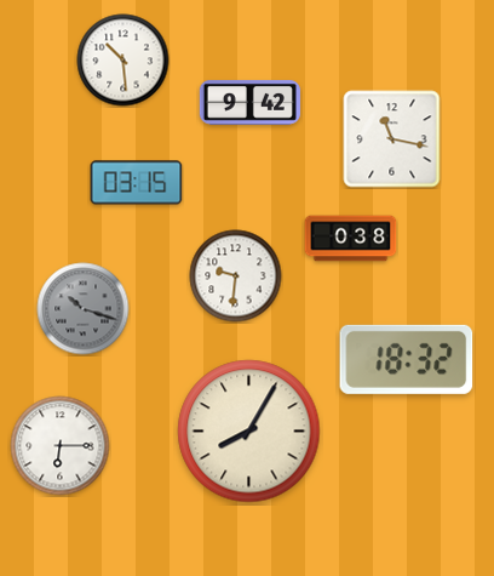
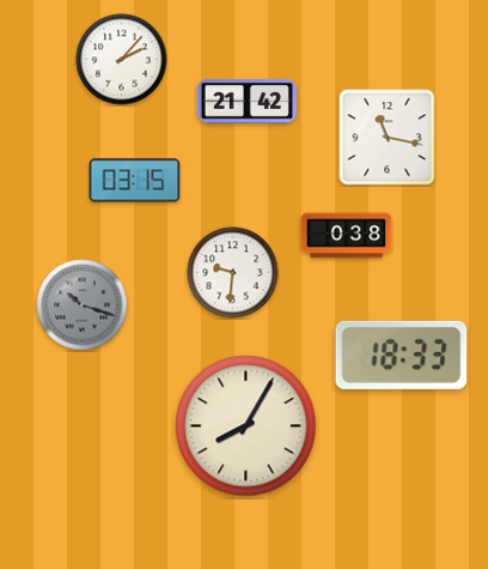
clock at (123, 61): 10:29 -> 2:07
clock at (249, 103): 9:42 -> 21:42
clock at (407, 359): 18:32 -> 18:33
clock at (61, 446): 6:15 -> none
